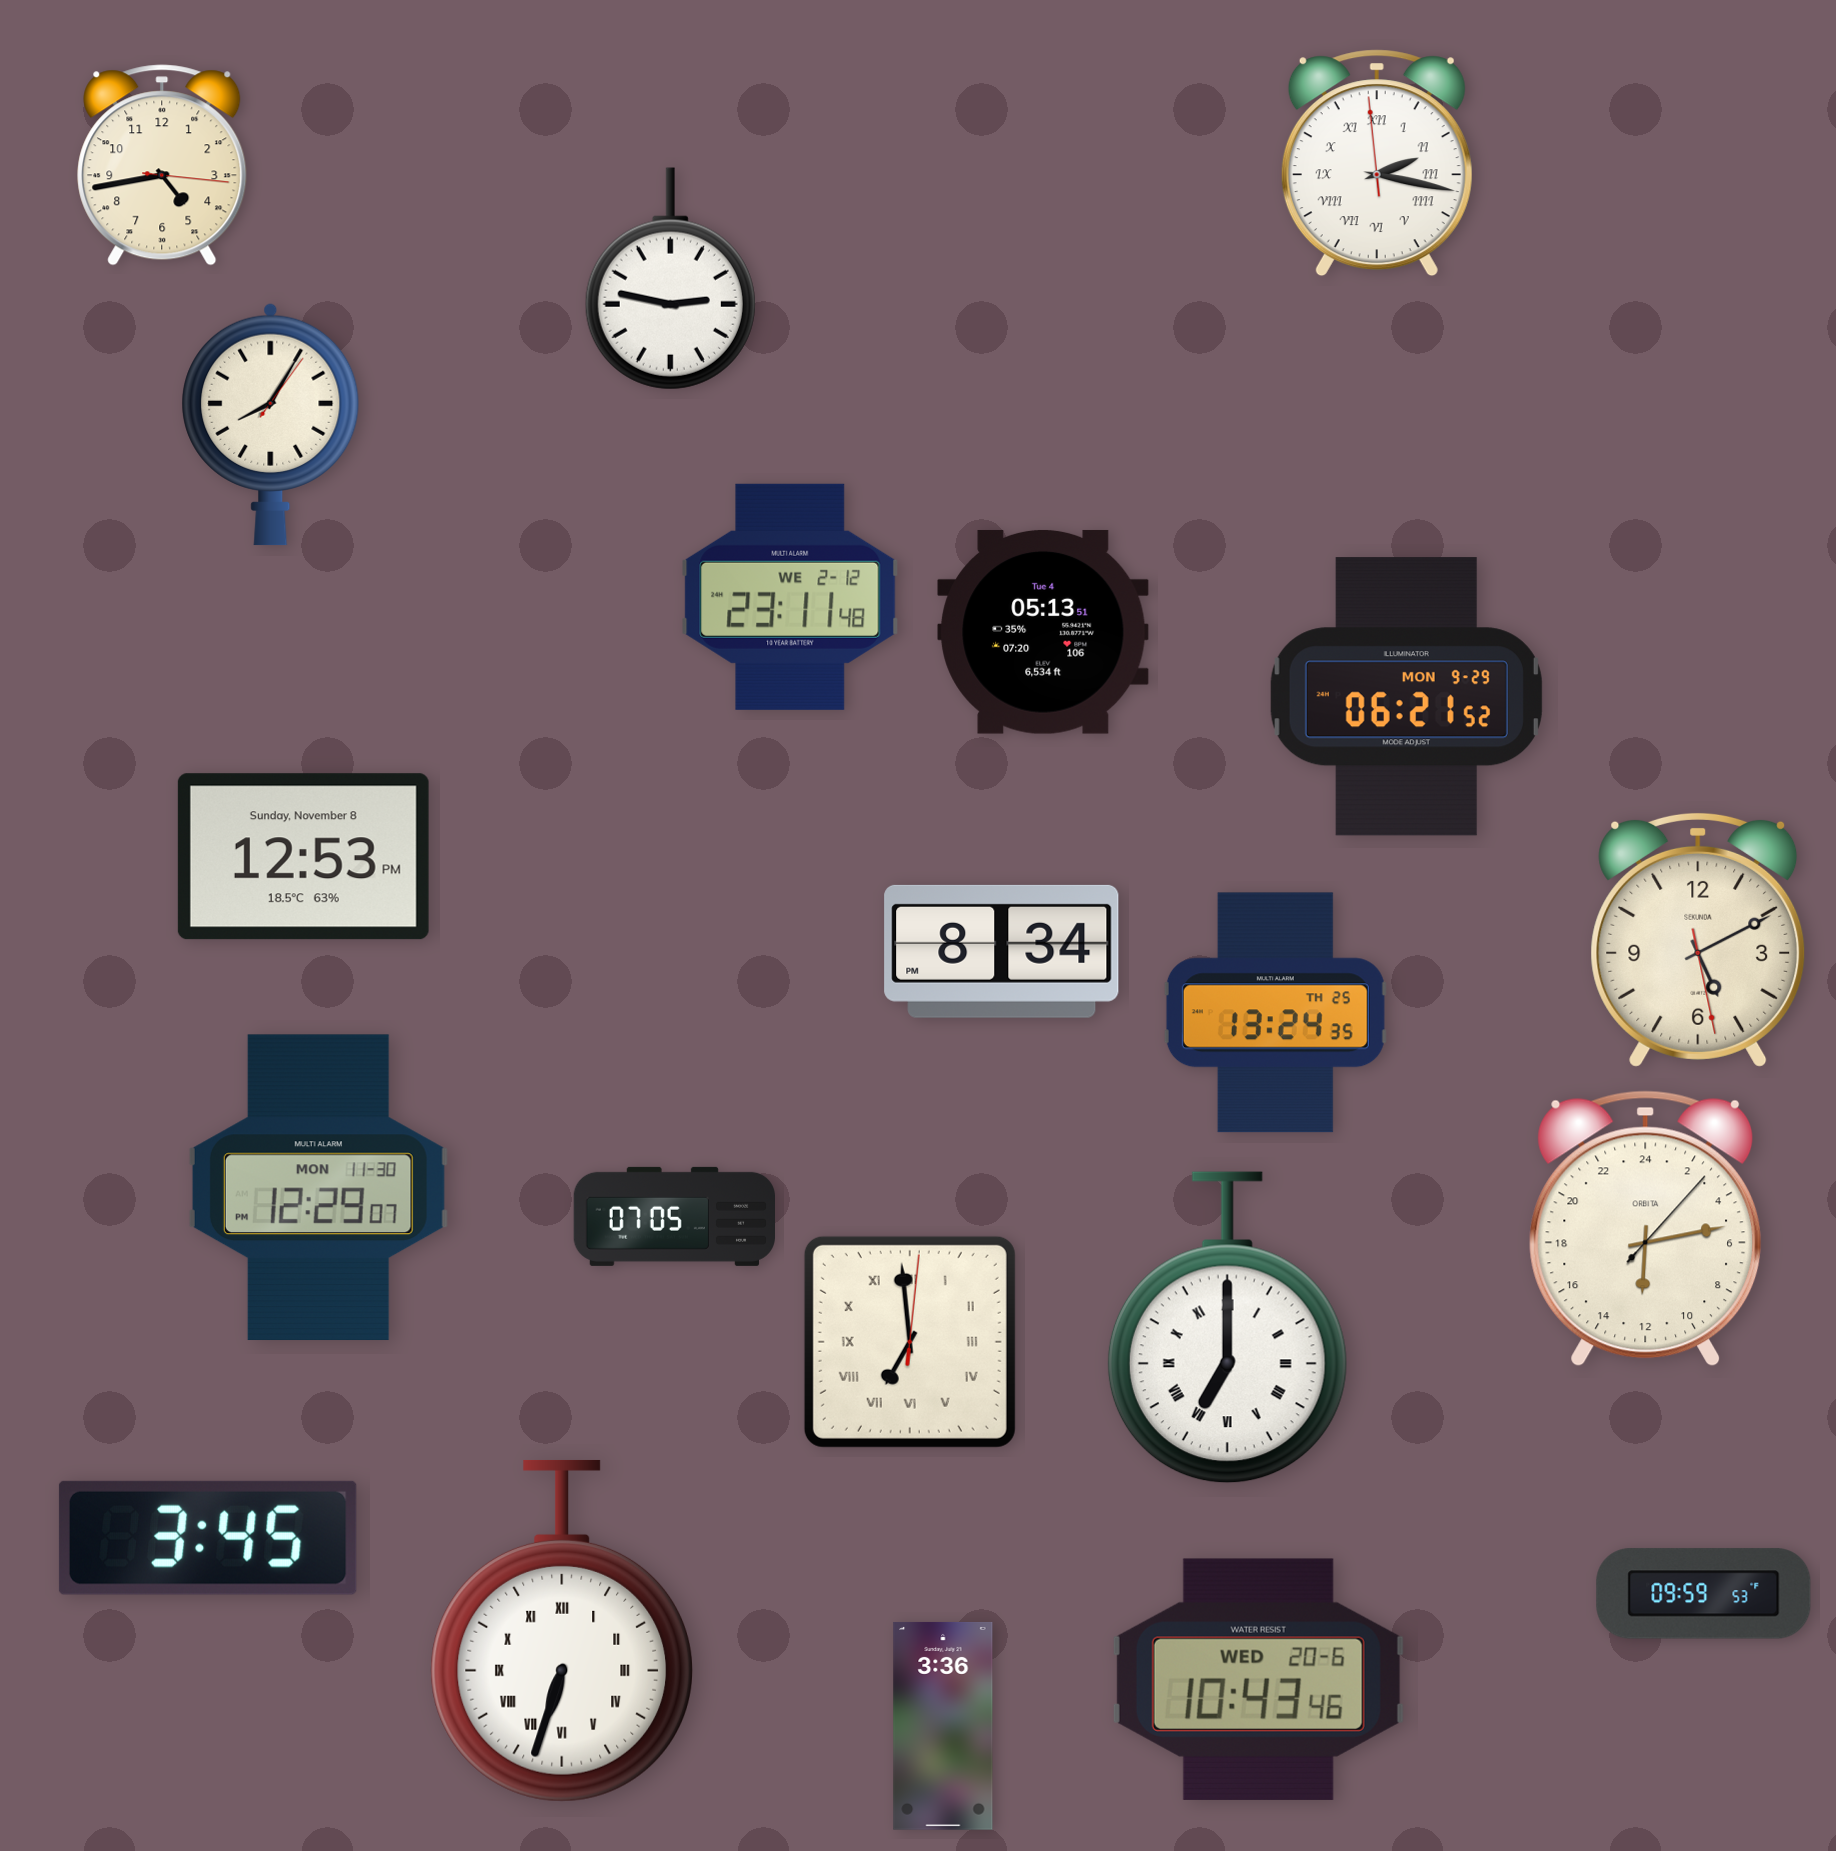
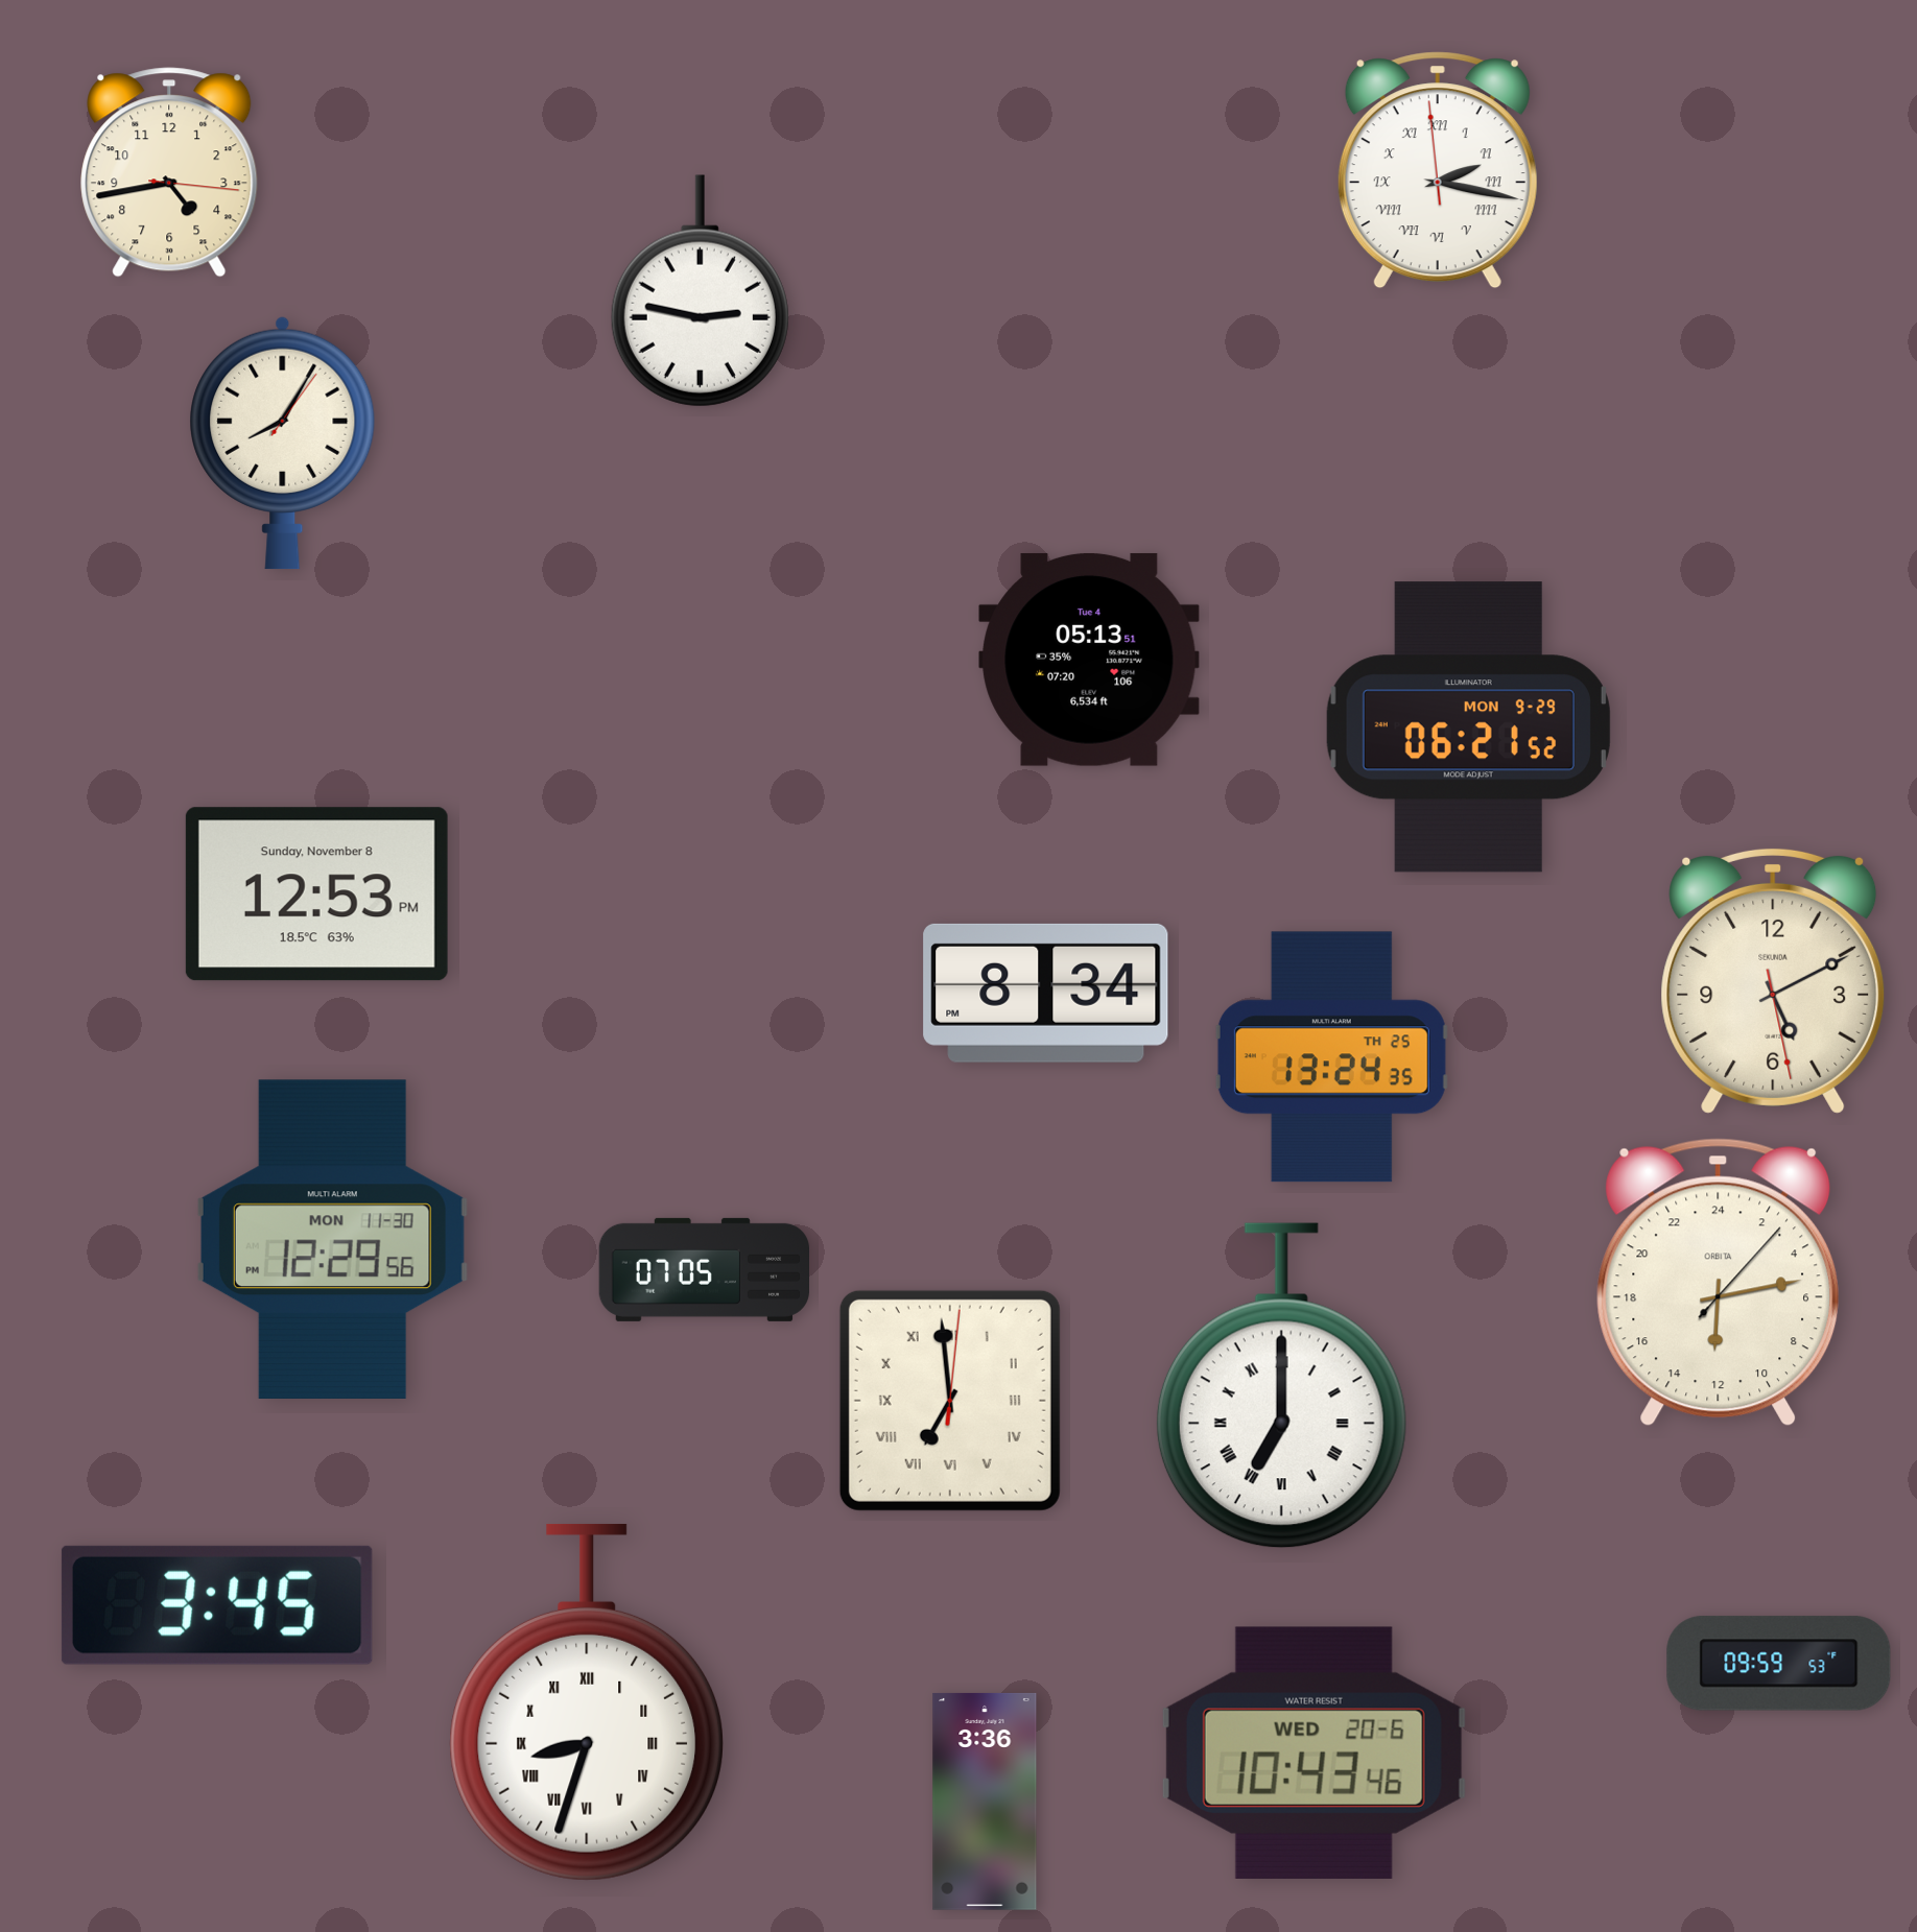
clock at (790, 597): 23:11 -> none
clock at (318, 1188): 12:29:07 -> 12:29:56
clock at (561, 1631): 6:33 -> 8:33
